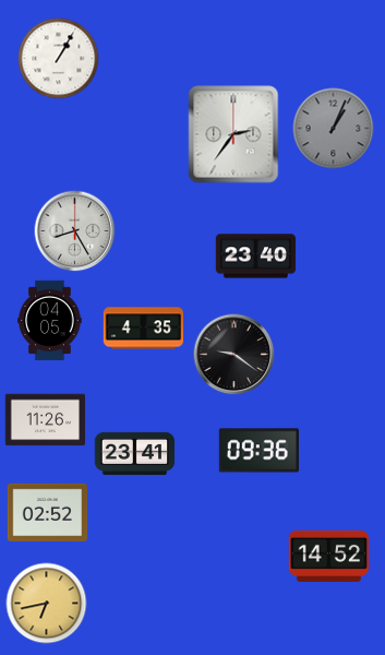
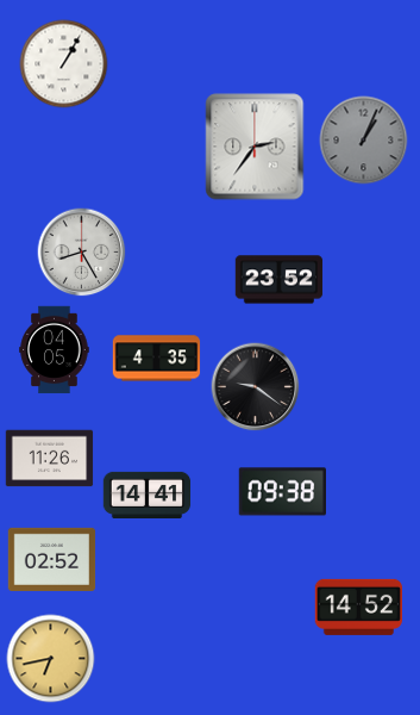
clock at (256, 257): 23:40 -> 23:52
clock at (258, 451): 09:36 -> 09:38
clock at (135, 453): 23:41 -> 14:41
